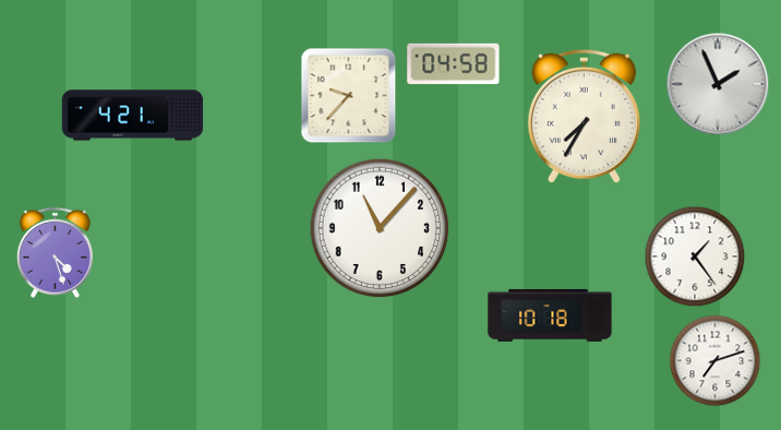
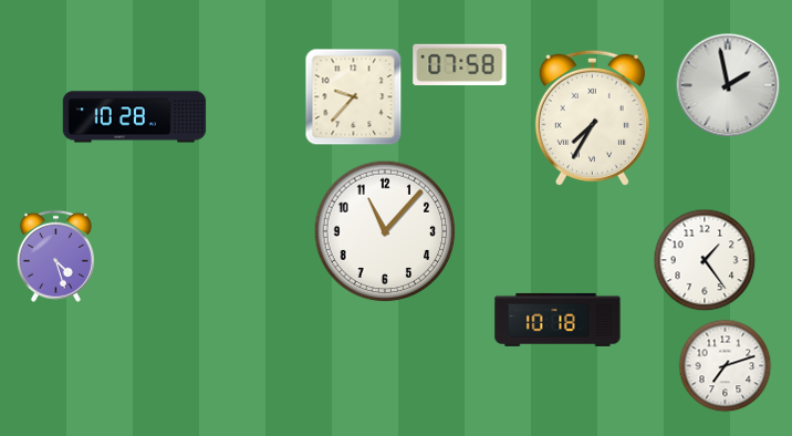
clock at (454, 64): 04:58 -> 07:58
clock at (718, 84): 1:56 -> 1:58
clock at (133, 116): 4:21 -> 10:28
